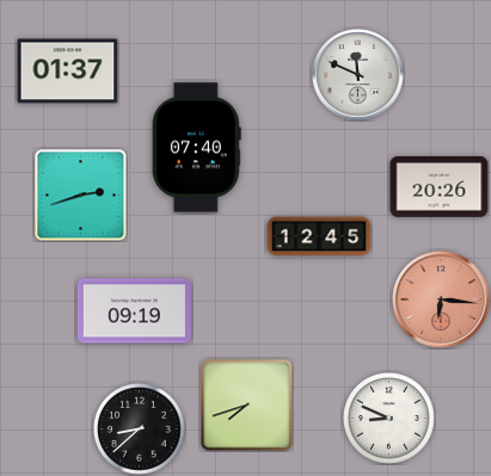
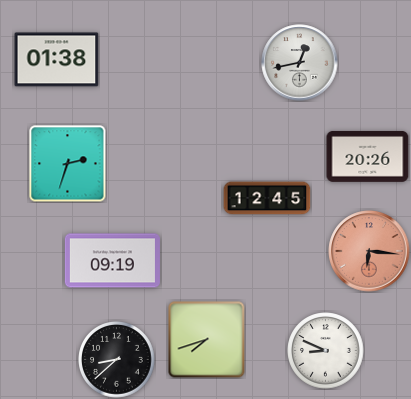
clock at (68, 72): 01:37 -> 01:38
clock at (358, 75): 11:49 -> 12:43
clock at (196, 148): 07:40 -> none
clock at (81, 196): 2:42 -> 2:33
